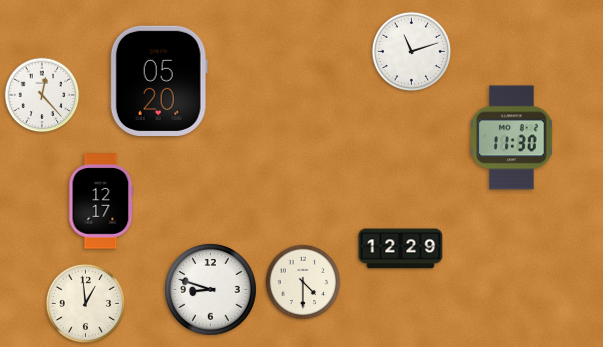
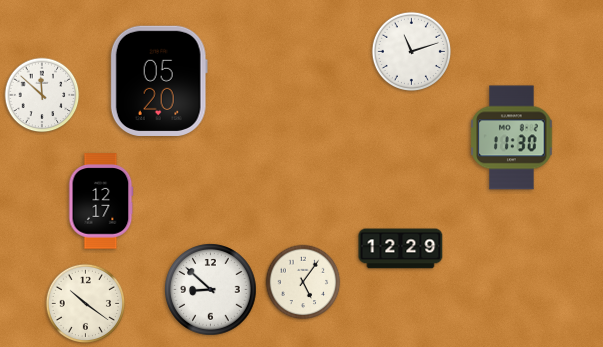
clock at (42, 95): 12:23 -> 11:52
clock at (303, 282): 4:30 -> 5:06
clock at (211, 290): 8:48 -> 8:52
clock at (86, 304): 12:59 -> 10:21
